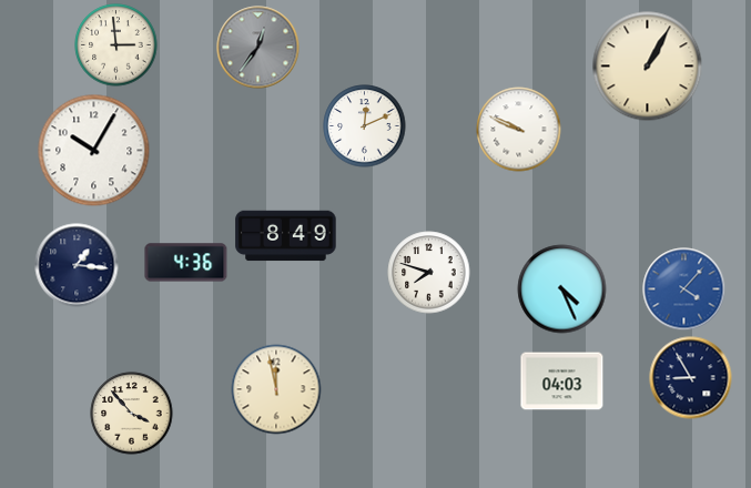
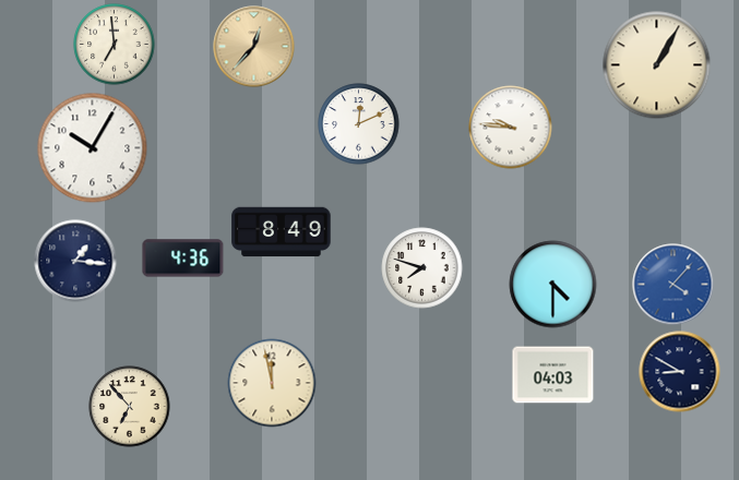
clock at (116, 45): 2:59 -> 6:59
clock at (258, 48): 12:36 -> 12:37
clock at (258, 48) dial: grey -> champagne
clock at (648, 67) position: (648, 67) -> (657, 65)
clock at (519, 130): 9:49 -> 9:46
clock at (562, 289): 4:26 -> 4:30
clock at (691, 378): 8:55 -> 8:50
clock at (132, 414): 3:53 -> 6:53
